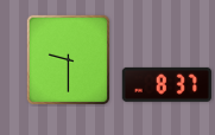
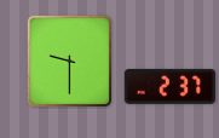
clock at (166, 84): 8:37 -> 2:37
